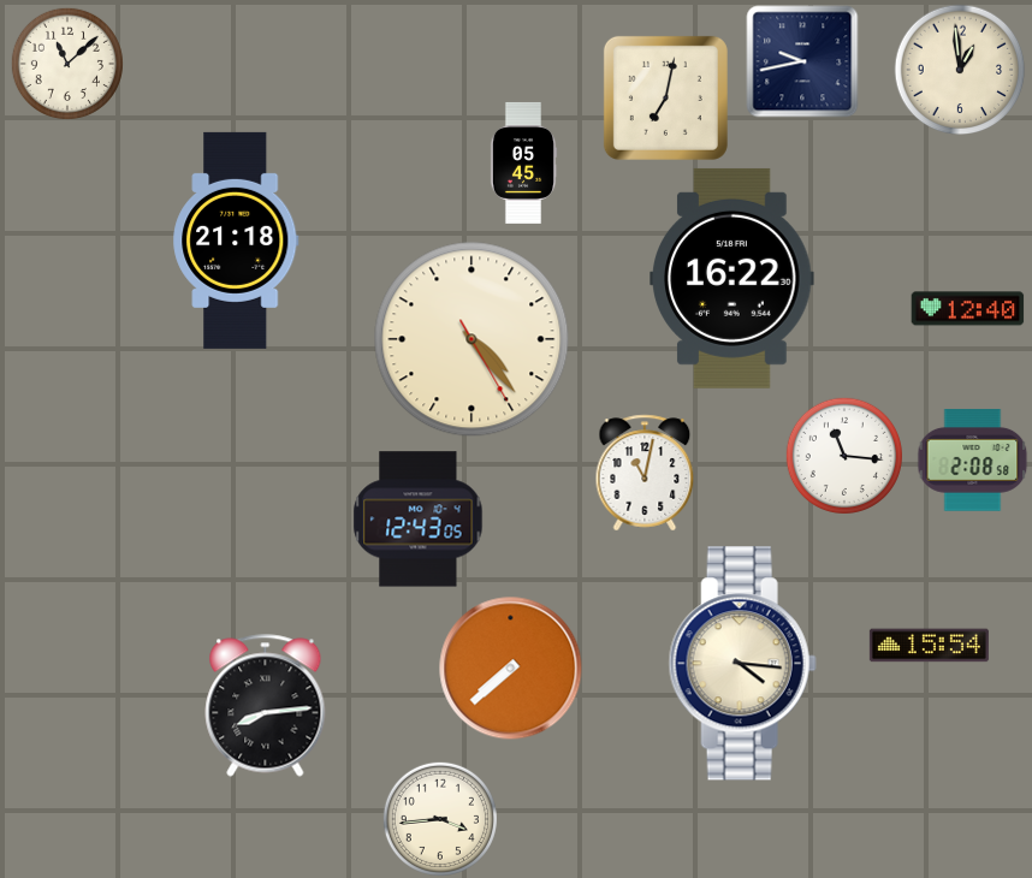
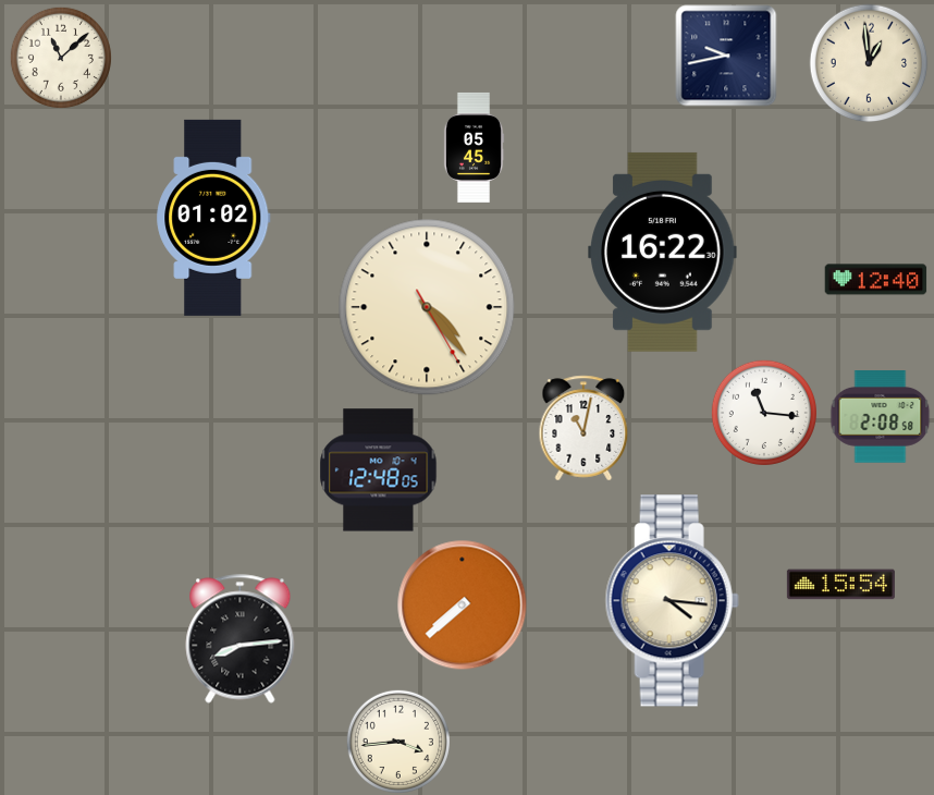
clock at (665, 97): 7:02 -> none
clock at (236, 241): 21:18 -> 01:02
clock at (419, 520): 12:43 -> 12:48
